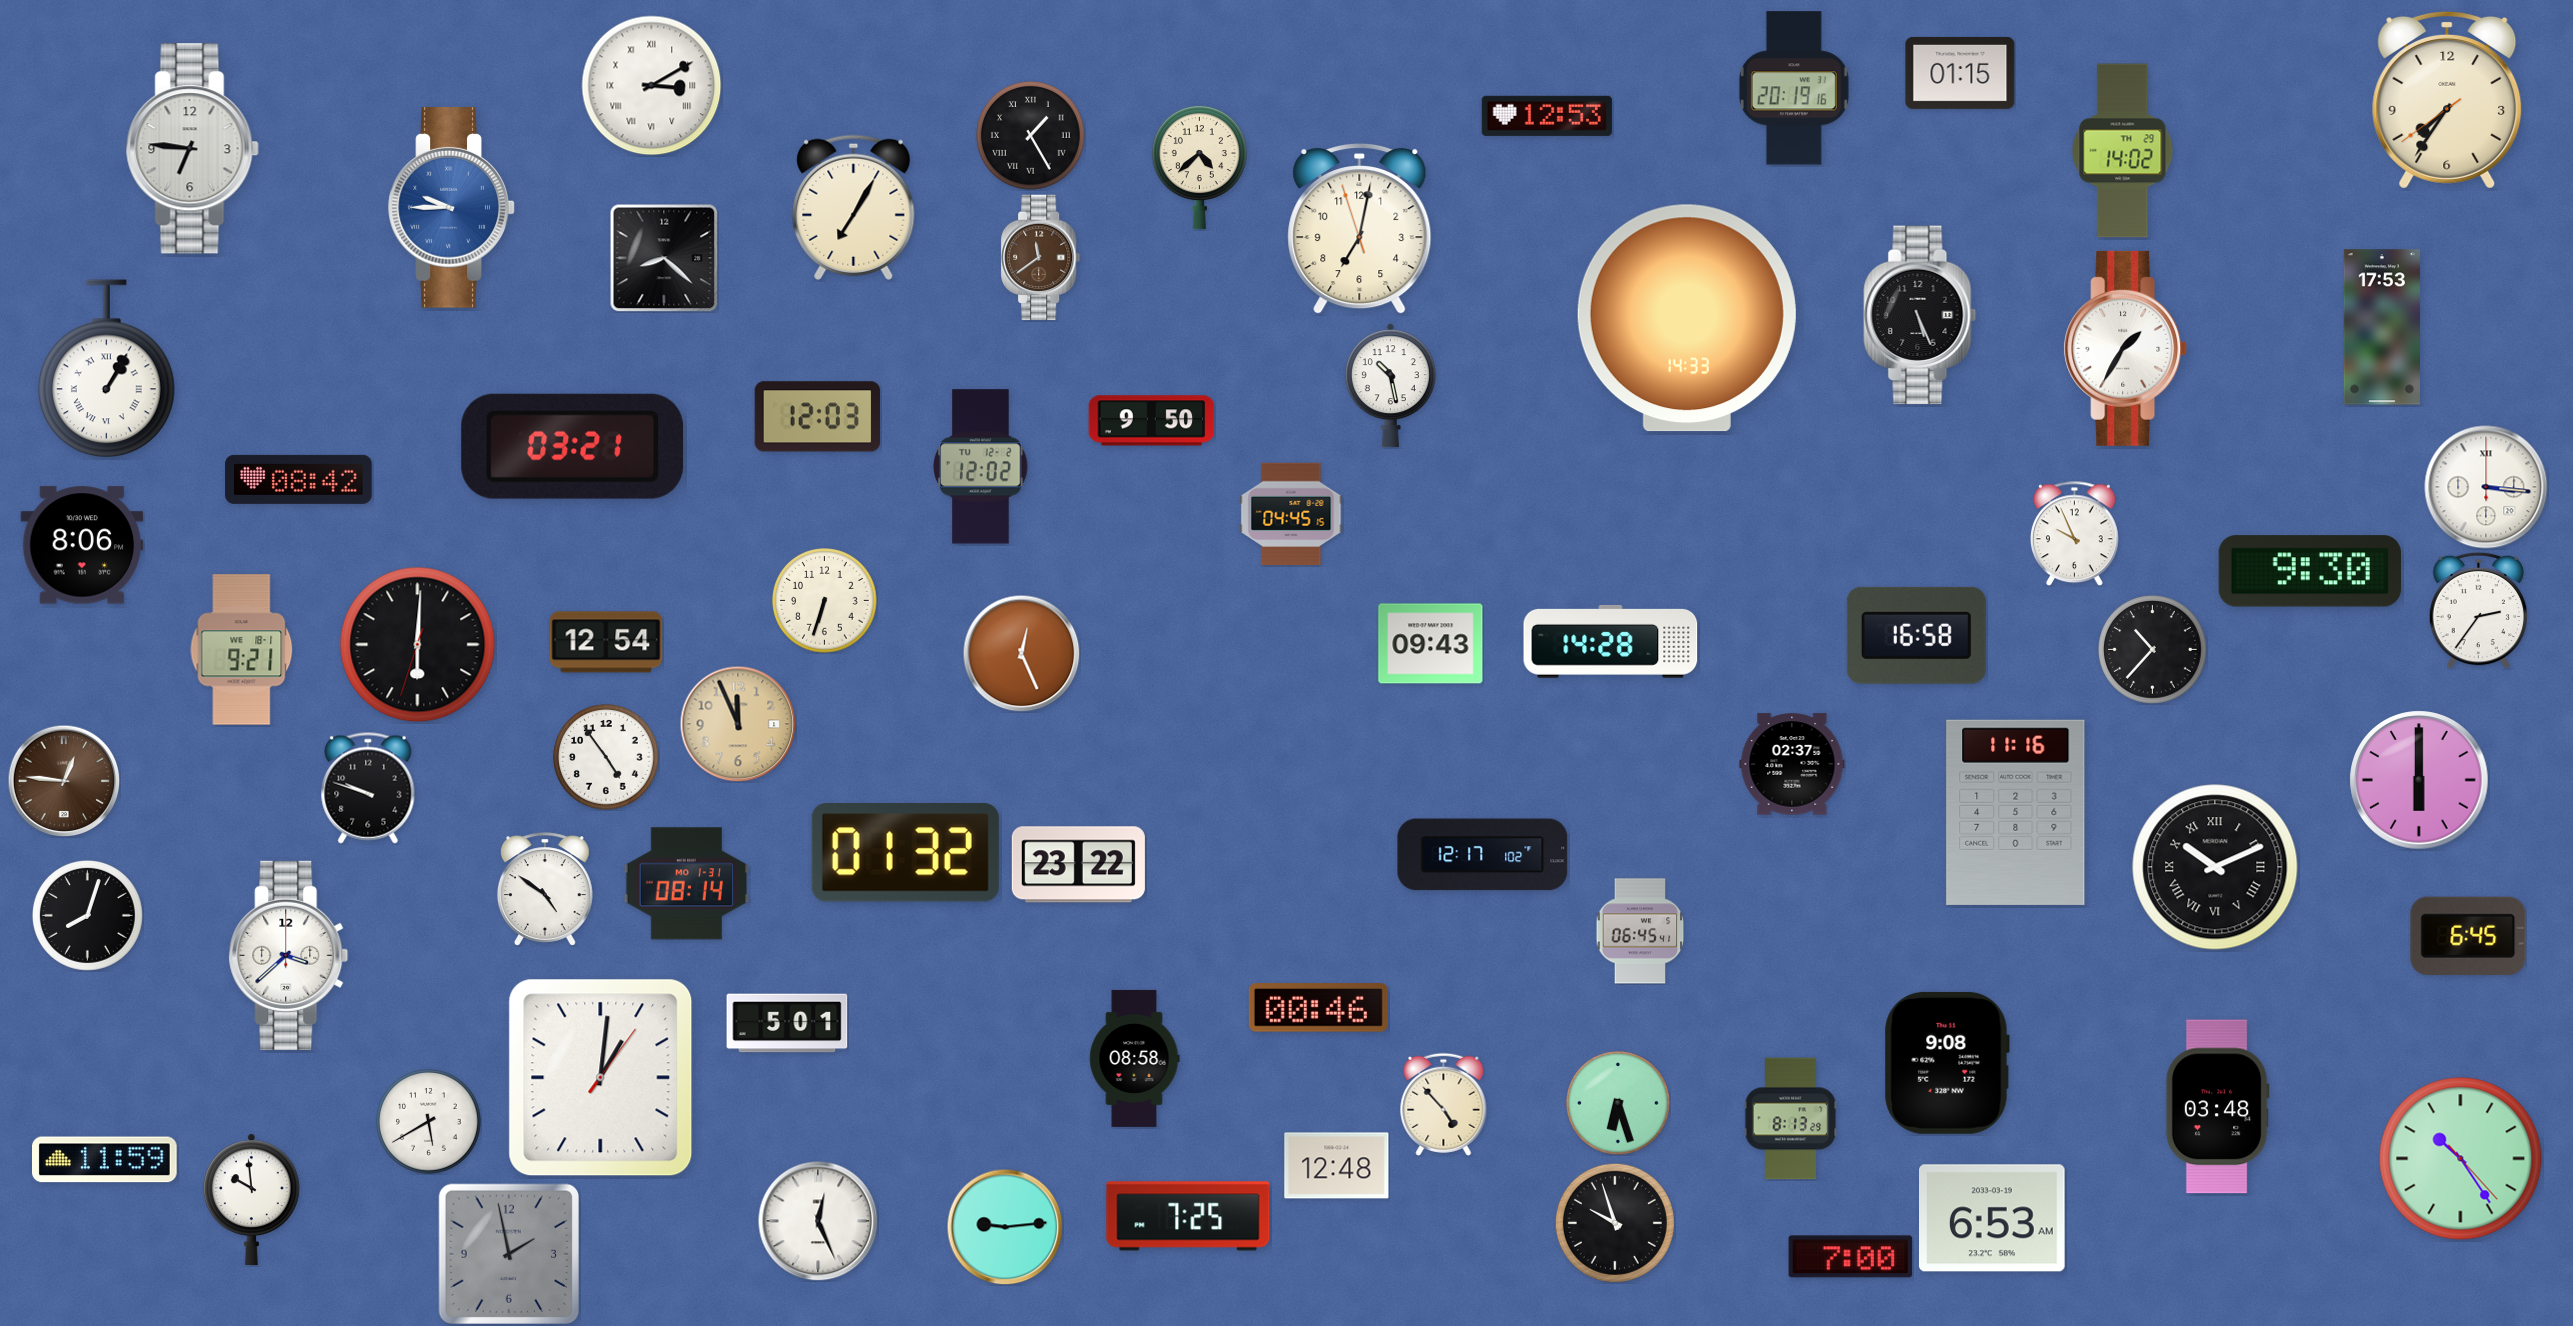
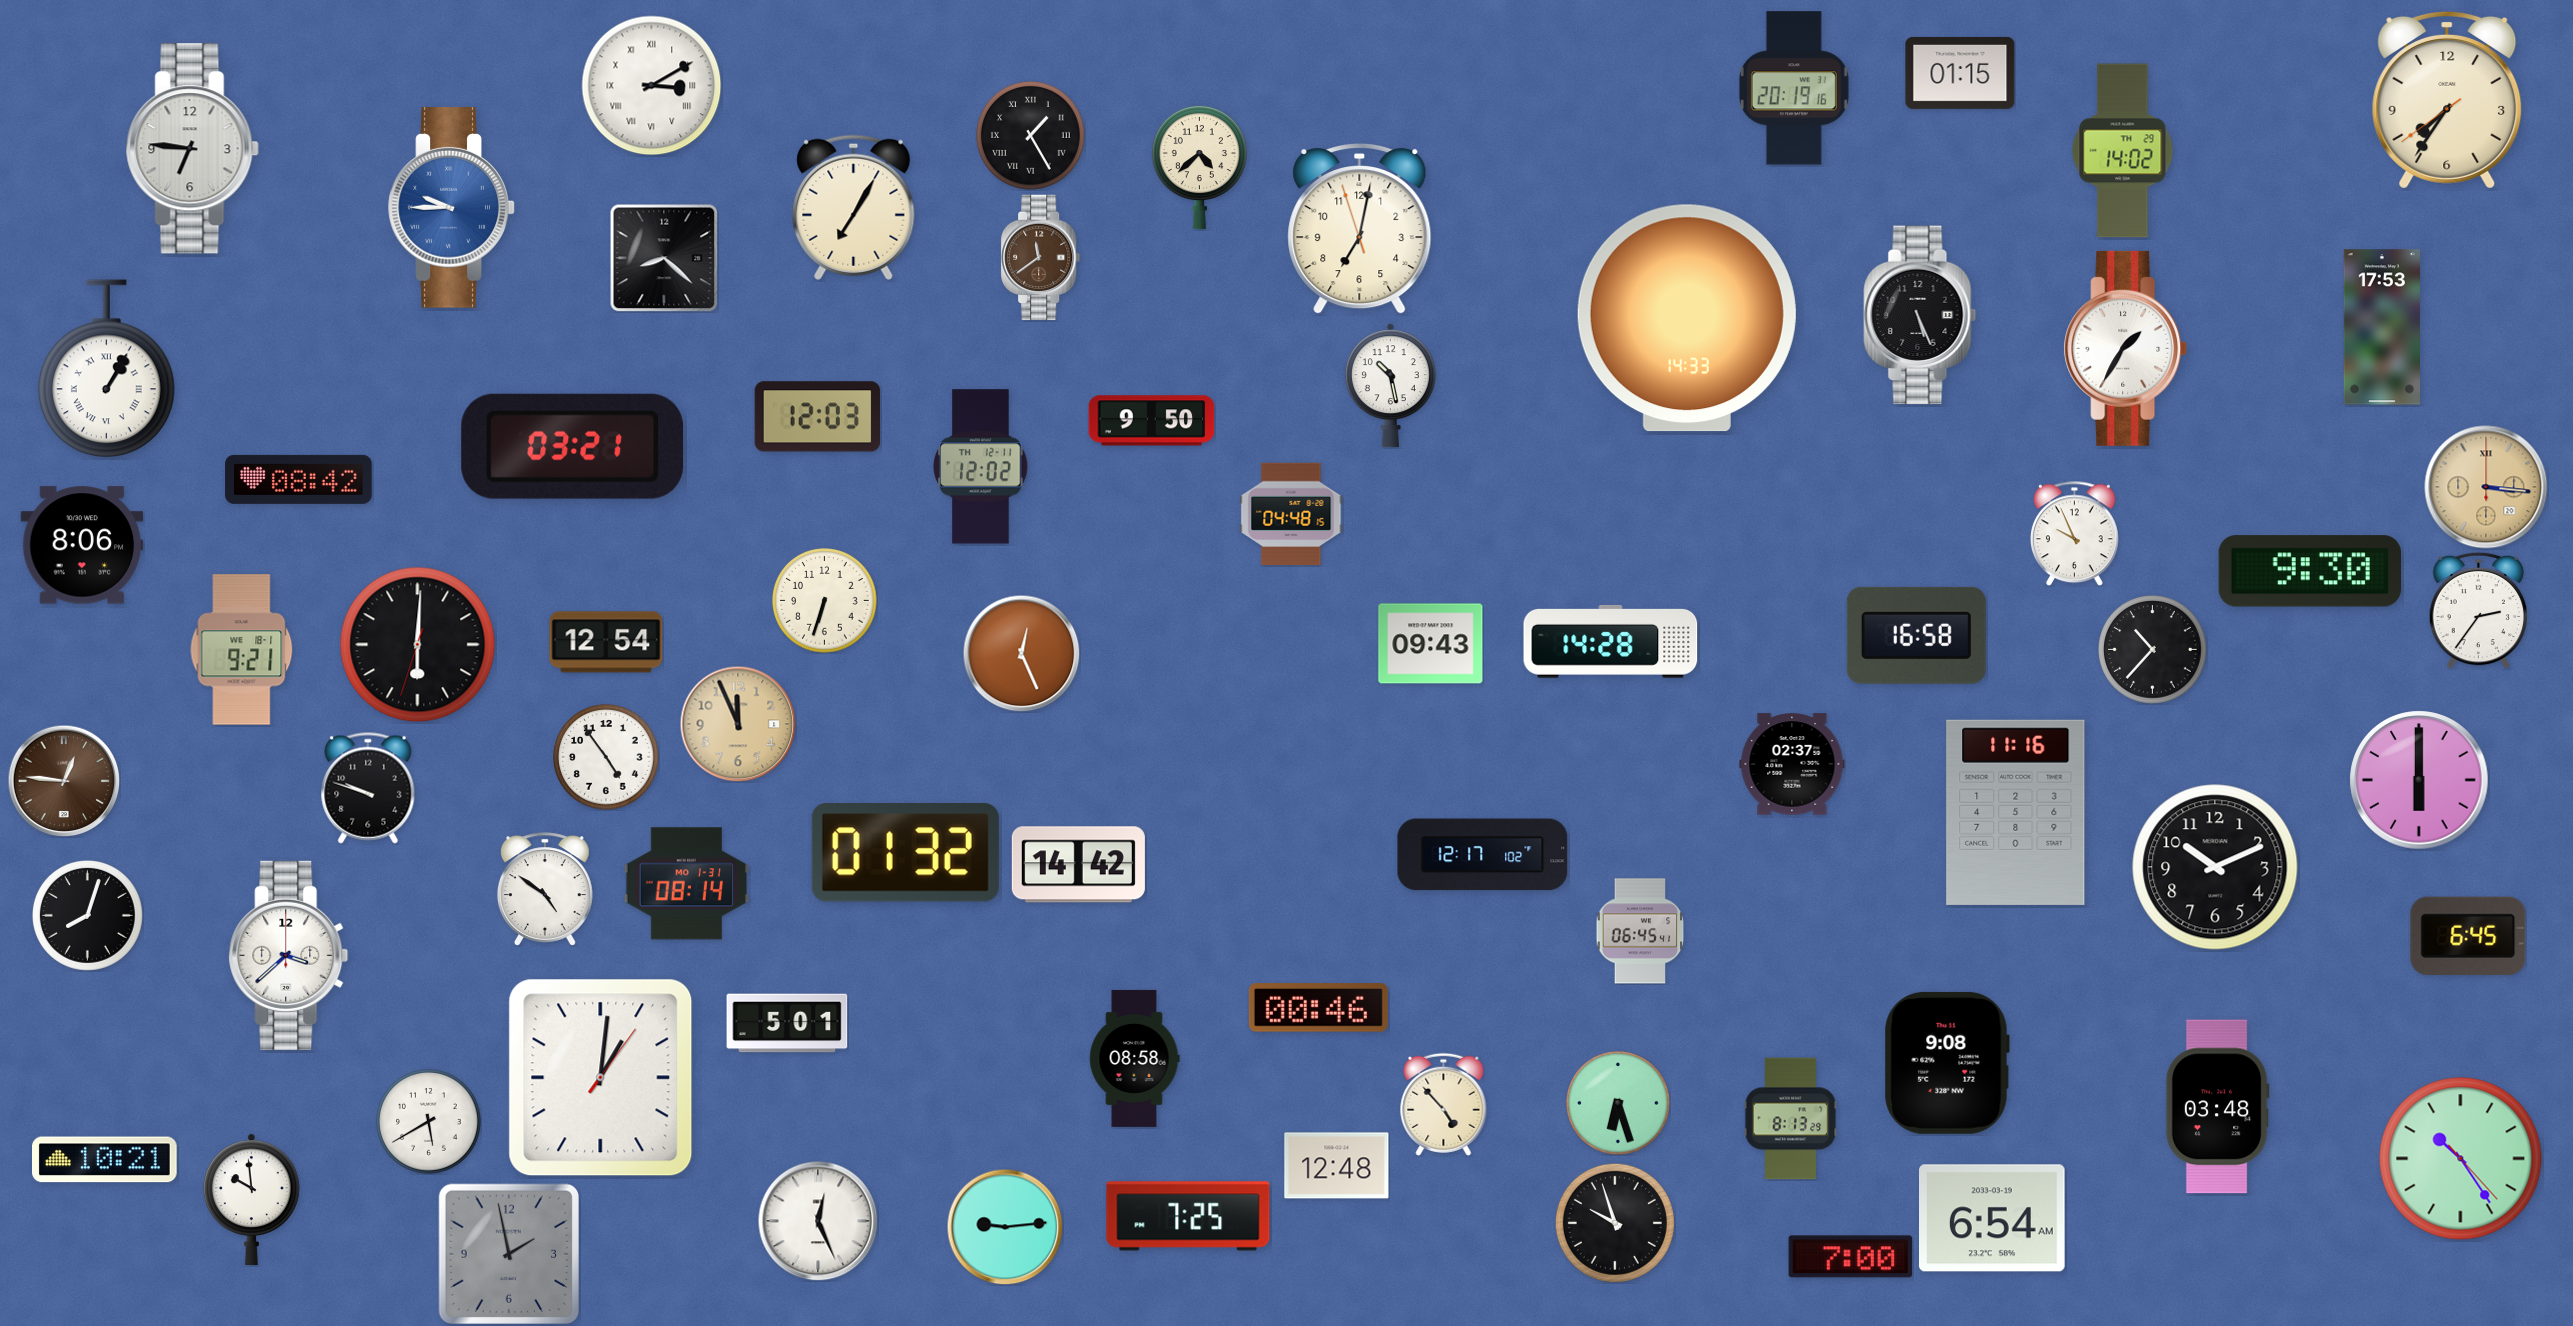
clock at (1547, 116): 12:53 -> none
clock at (981, 467) date: TU 12-2 -> TH 12-11
clock at (2486, 487) dial: white -> champagne
clock at (1291, 514): 04:45 -> 04:48
clock at (1078, 865): 23:22 -> 14:42
clock at (2215, 867) numerals: Roman -> Arabic
clock at (105, 1160): 11:59 -> 10:21
clock at (1993, 1218): 6:53 -> 6:54
